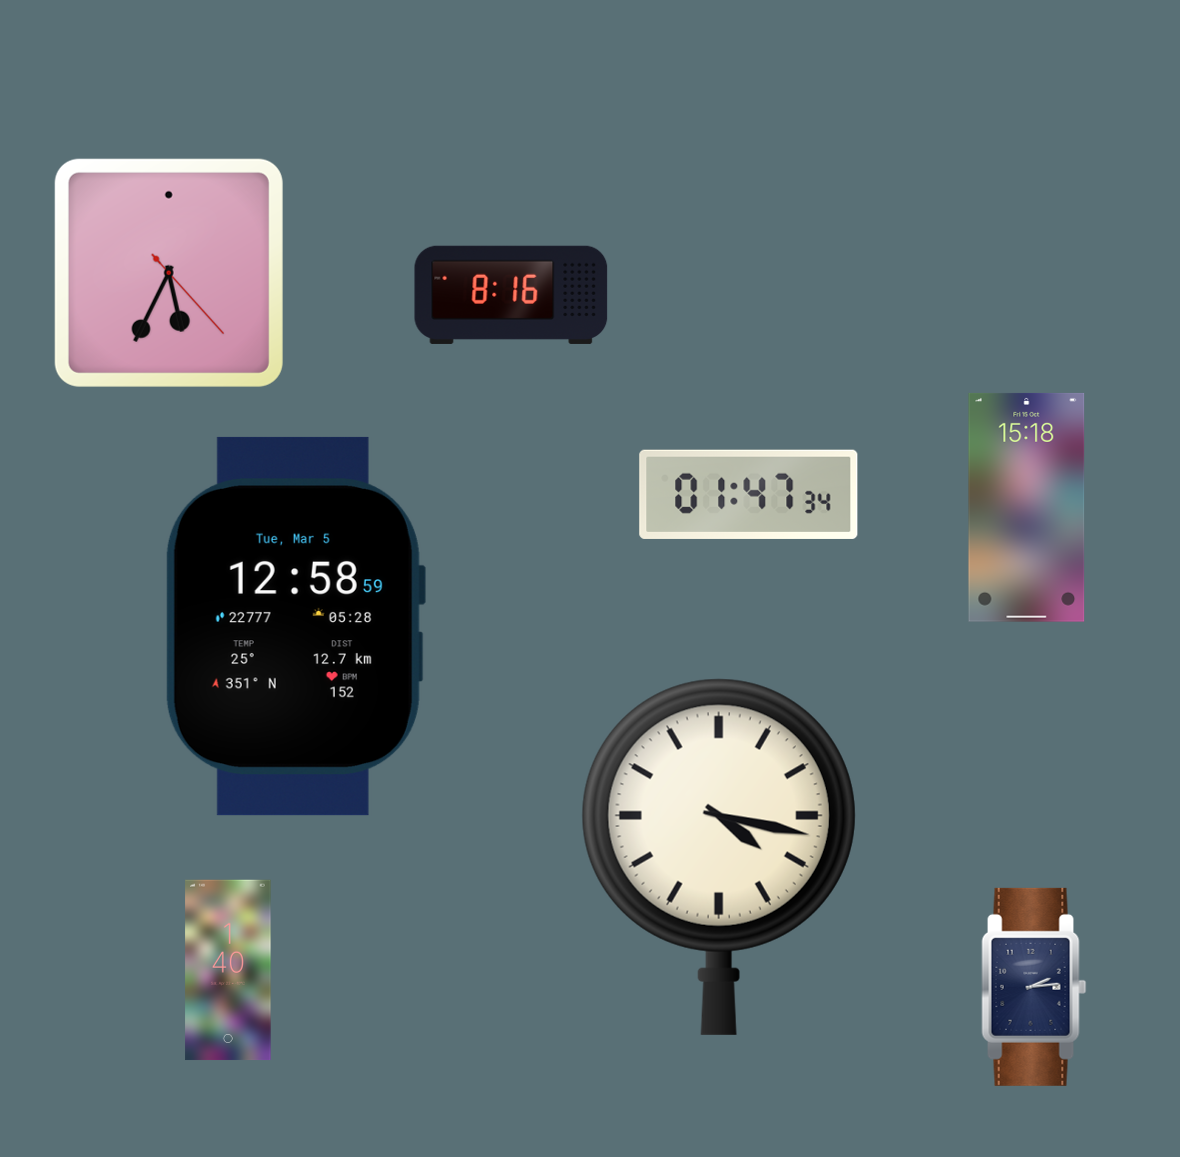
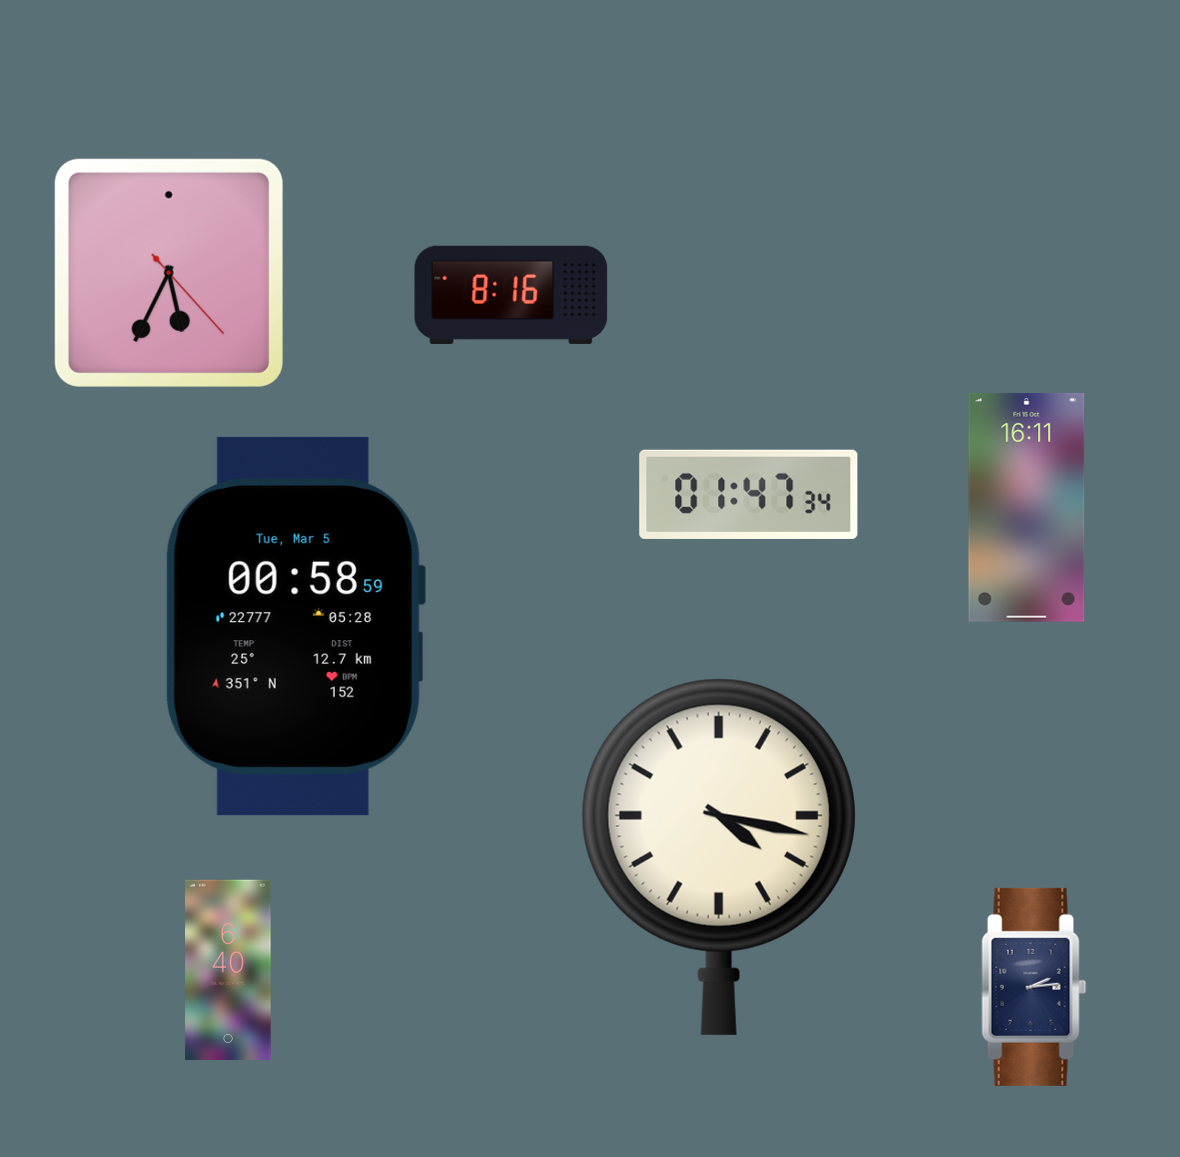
clock at (1027, 507): 15:18 -> 16:11
clock at (295, 626): 12:58 -> 00:58
clock at (228, 970): 1:40 -> 6:40
